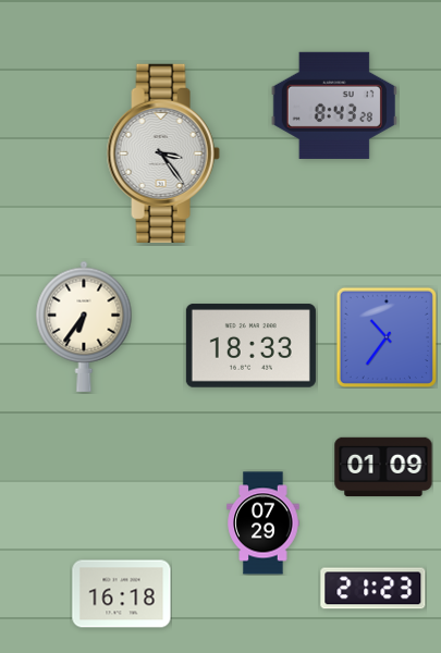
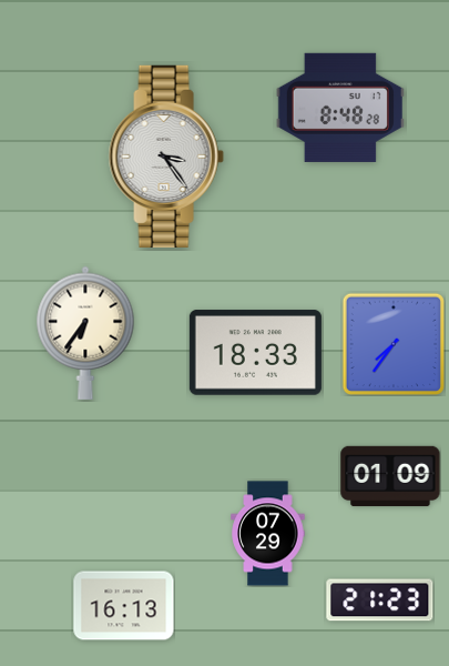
clock at (334, 106): 8:43 -> 8:48
clock at (387, 337): 10:36 -> 7:36
clock at (122, 594): 16:18 -> 16:13
